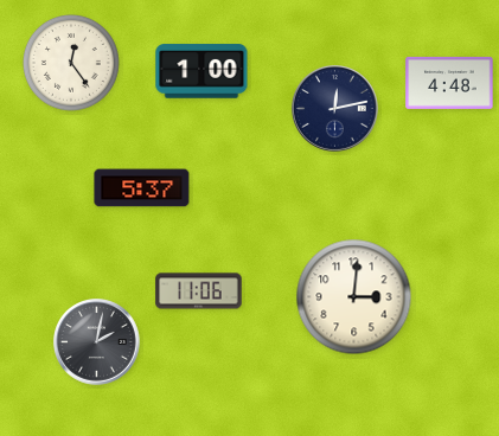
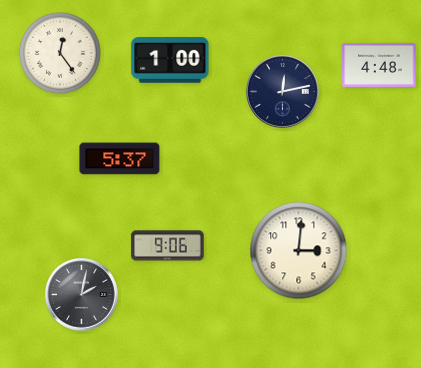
clock at (449, 83) position: (449, 83) -> (379, 65)
clock at (199, 291): 11:06 -> 9:06
clock at (97, 342) position: (97, 342) -> (82, 295)
